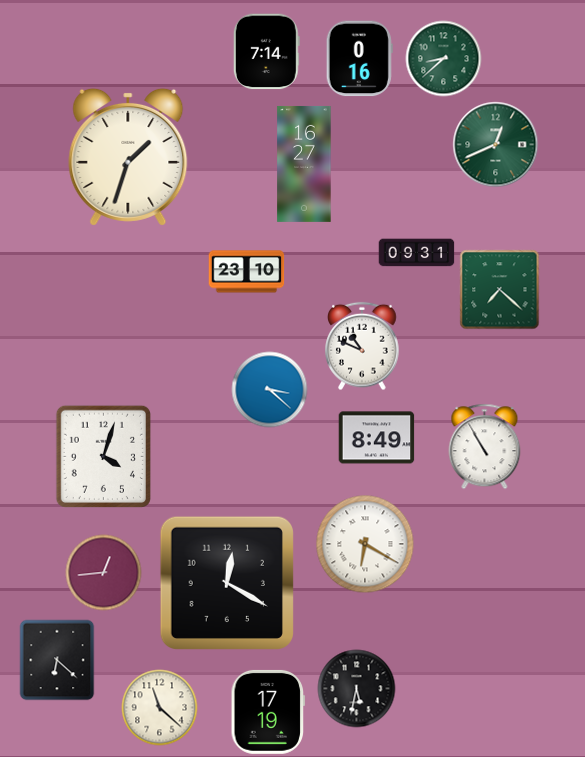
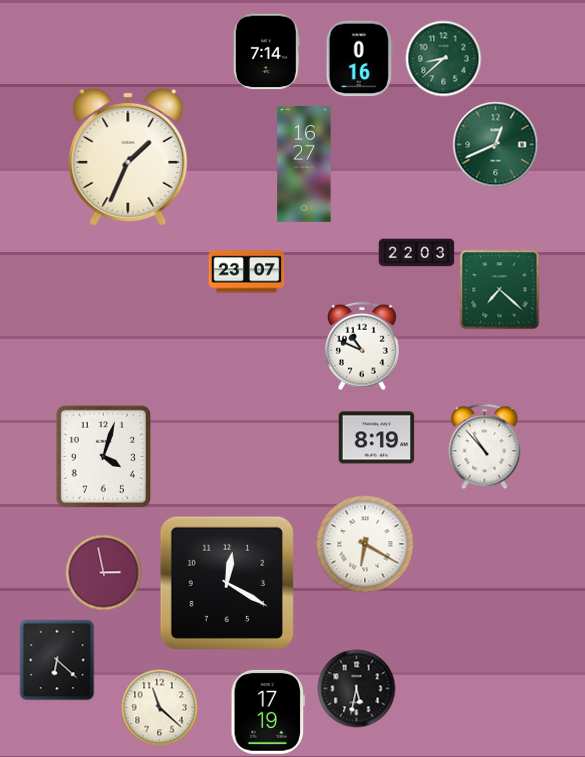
clock at (128, 157): 1:33 -> 1:34
clock at (417, 253): 09:31 -> 22:03
clock at (247, 272): 23:10 -> 23:07
clock at (270, 390): 3:22 -> none
clock at (377, 438): 8:49 -> 8:19
clock at (485, 447): 10:55 -> 10:53
clock at (104, 573): 12:44 -> 2:58
